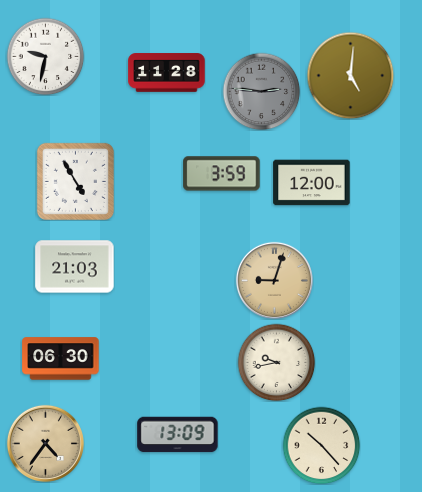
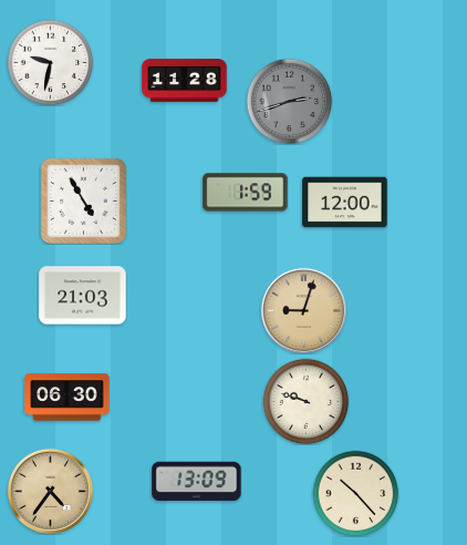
clock at (350, 75): 5:01 -> none
clock at (261, 91): 2:46 -> 2:42
clock at (222, 174): 3:59 -> 1:59
clock at (276, 362): 9:43 -> 9:48
